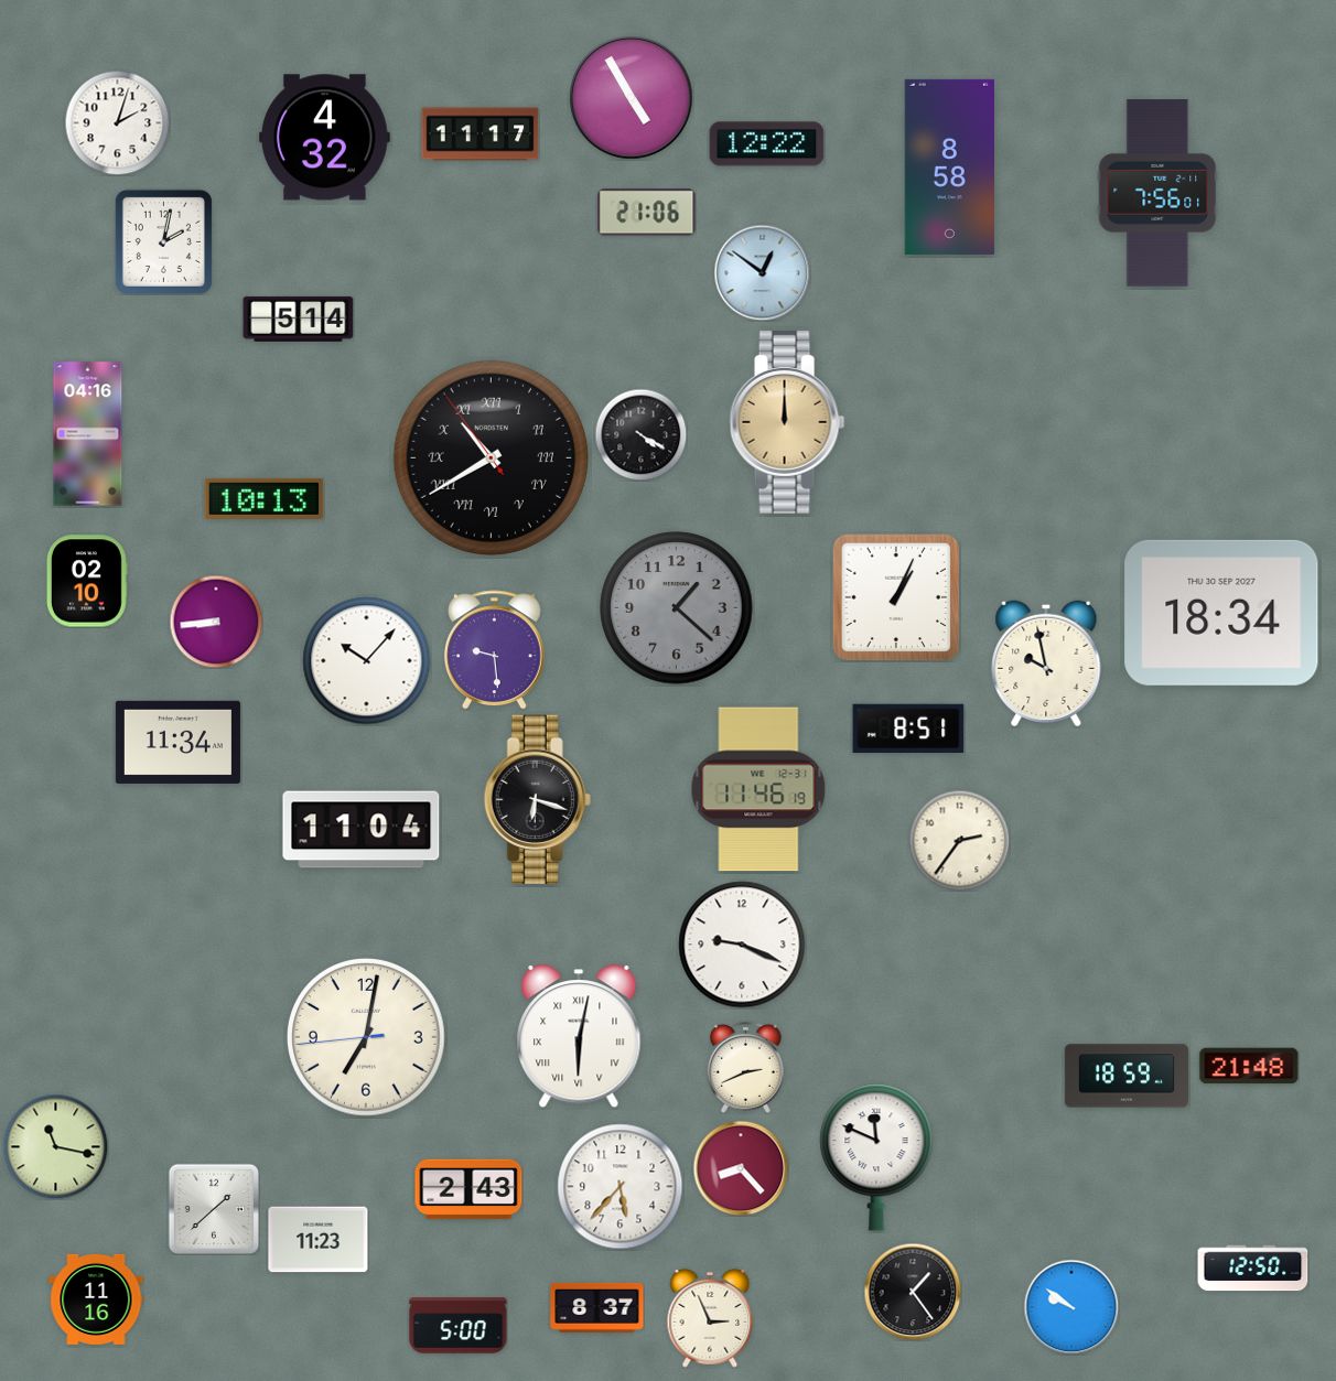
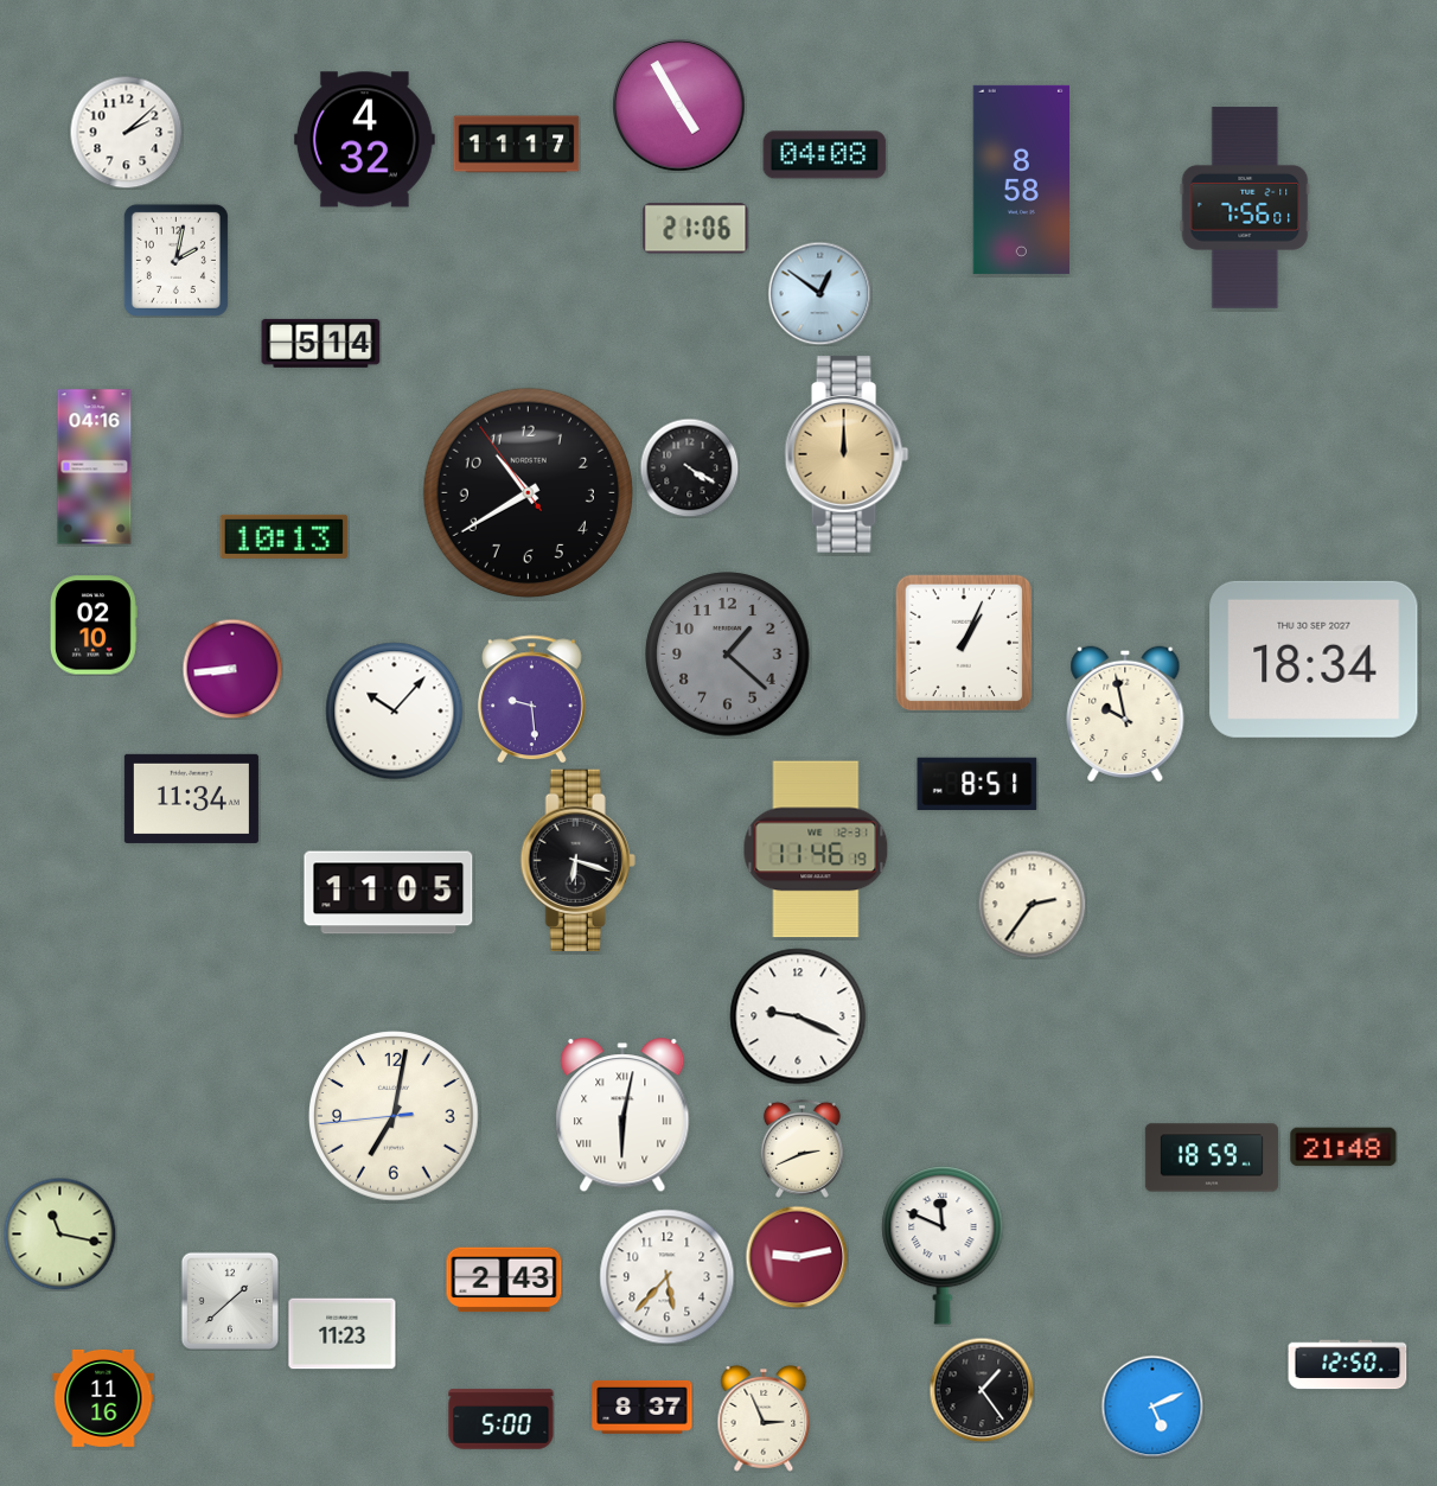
clock at (117, 122): 2:03 -> 2:08
clock at (324, 138) position: (324, 138) -> (364, 140)
clock at (767, 144): 12:22 -> 04:08
clock at (491, 457) numerals: Roman -> Arabic
clock at (362, 830): 11:04 -> 11:05
clock at (741, 1168): 8:23 -> 9:13
clock at (1071, 1307): 9:51 -> 5:11
clock at (459, 1326) position: (459, 1326) -> (502, 1420)
